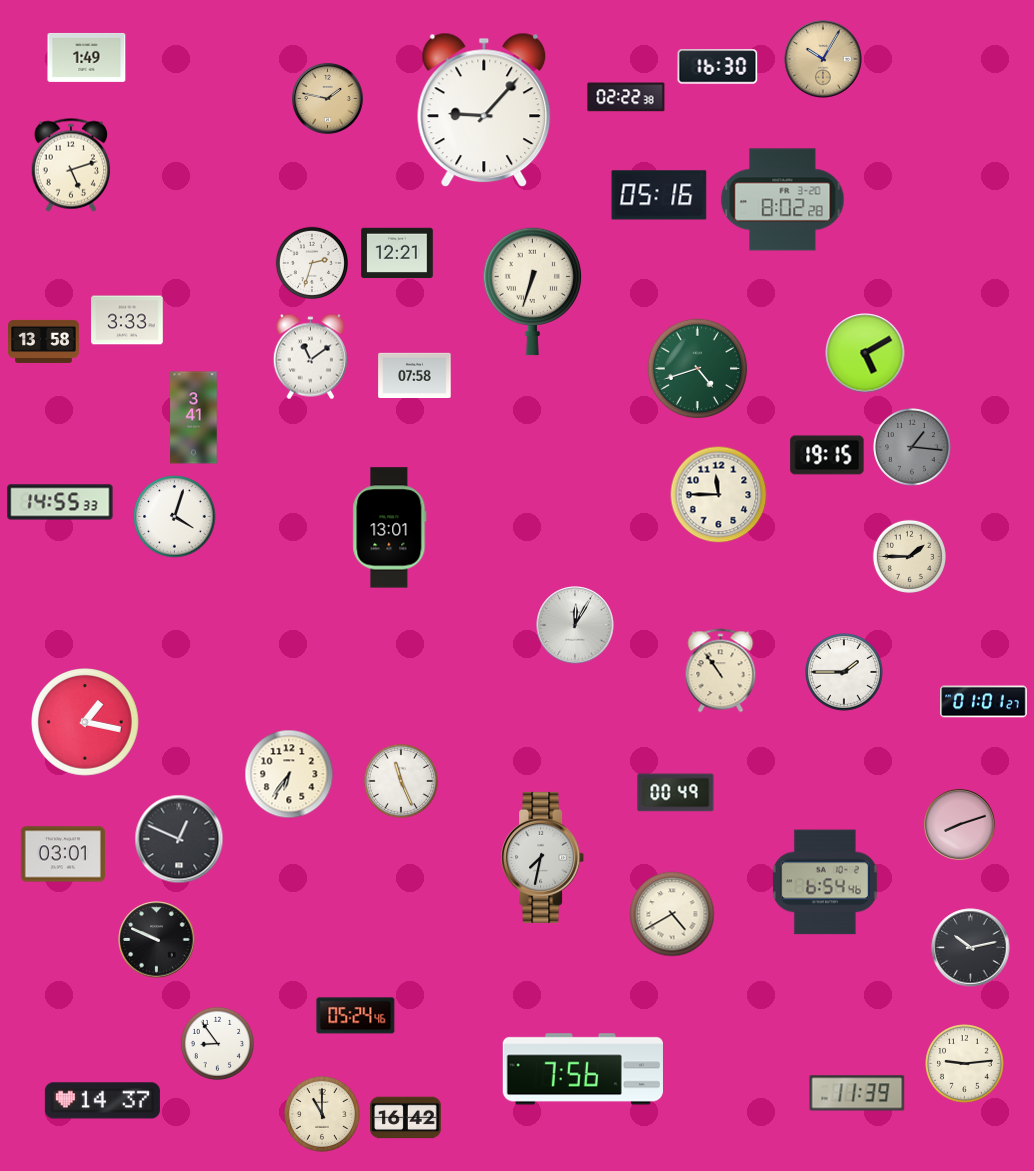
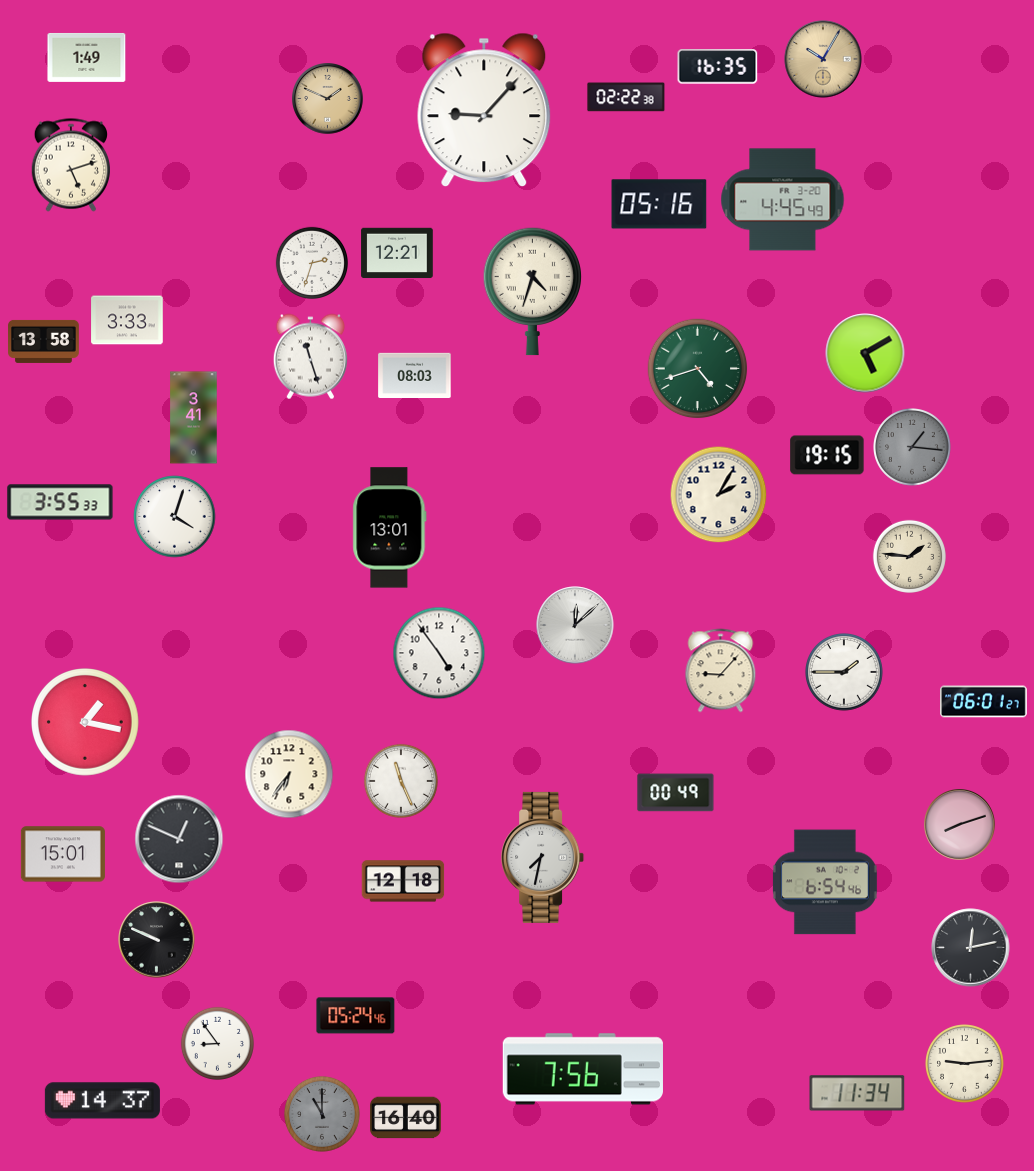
clock at (718, 67): 16:30 -> 16:35
clock at (328, 99): 1:47 -> 1:49
clock at (659, 195) position: (659, 195) -> (659, 204)
clock at (783, 200): 8:02 -> 4:45
clock at (533, 291): 6:33 -> 4:33
clock at (310, 357): 11:09 -> 11:27
clock at (415, 375): 07:58 -> 08:03
clock at (719, 495): 11:45 -> 2:05
clock at (60, 502): 14:55 -> 3:55
clock at (909, 556): 1:45 -> 1:46
clock at (575, 625): 12:05 -> 12:08
clock at (439, 653): none -> 4:54
clock at (721, 671): 10:54 -> 9:07
clock at (984, 702): 01:01 -> 06:01
clock at (63, 854): 03:01 -> 15:01
clock at (403, 881): none -> 12:18
clock at (672, 914): 4:40 -> none
clock at (971, 948): 10:13 -> 12:13
clock at (857, 1093): 11:39 -> 11:34
clock at (322, 1114) dial: cream -> grey
clock at (406, 1118): 16:42 -> 16:40
